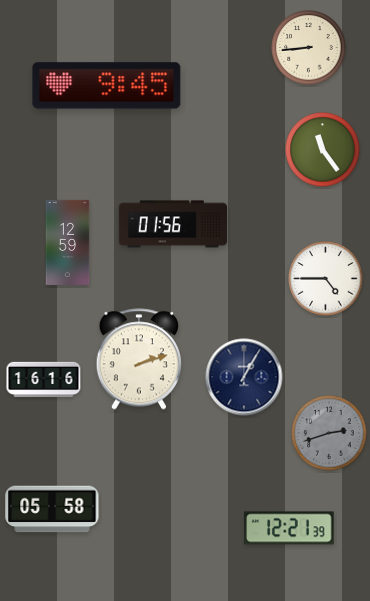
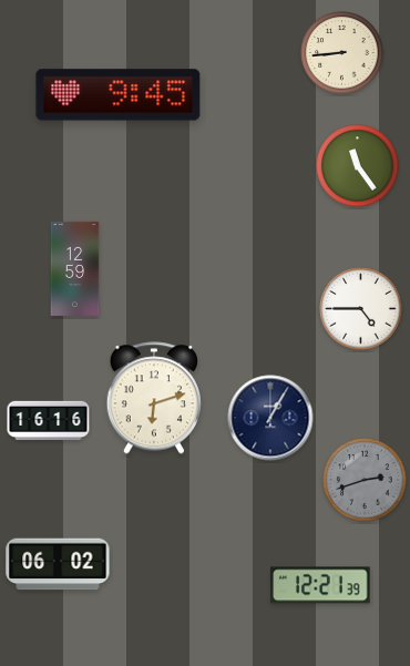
clock at (172, 224): 01:56 -> none
clock at (138, 359): 2:12 -> 6:12
clock at (52, 509): 05:58 -> 06:02
